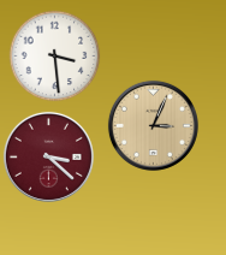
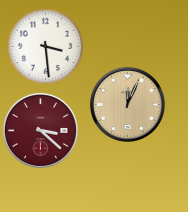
clock at (153, 125): 3:04 -> 12:04
